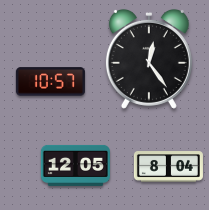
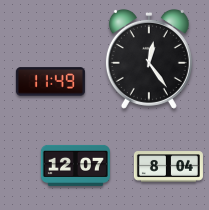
clock at (50, 82): 10:57 -> 11:49
clock at (75, 165): 12:05 -> 12:07
